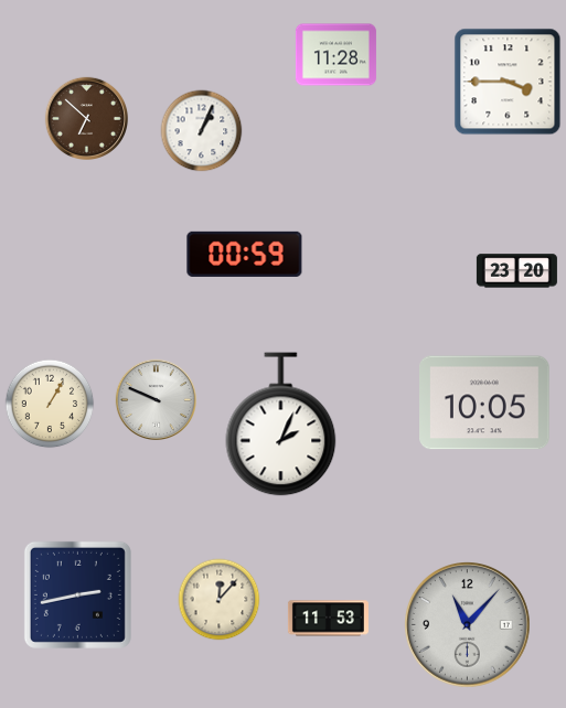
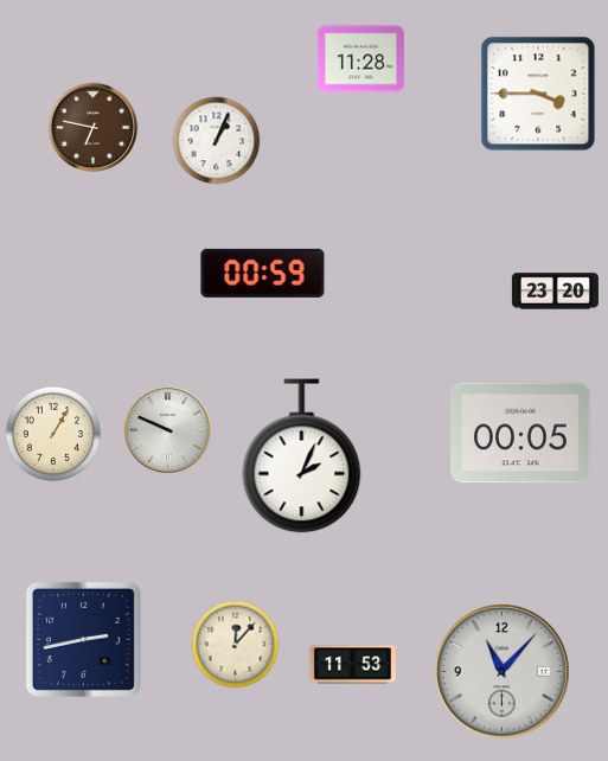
clock at (508, 82) position: (508, 82) -> (538, 94)
clock at (86, 118): 6:52 -> 6:47
clock at (484, 403): 10:05 -> 00:05
